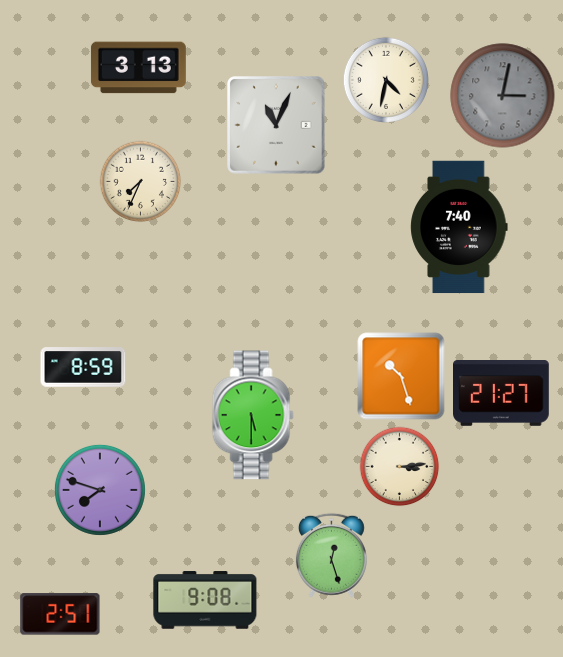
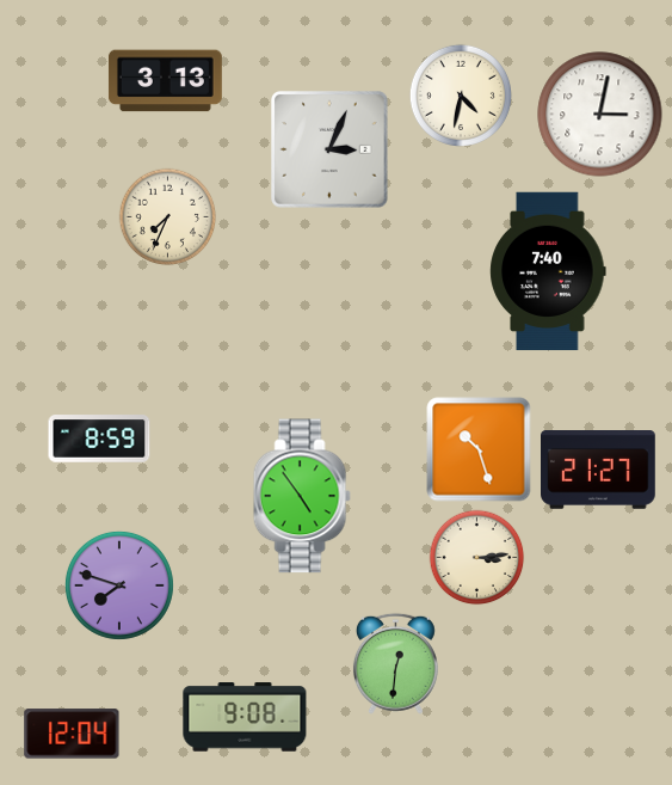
clock at (503, 96) dial: grey -> white
clock at (276, 125): 11:04 -> 3:04
clock at (253, 415): 5:30 -> 4:54
clock at (331, 555): 12:27 -> 12:31
clock at (60, 614): 2:51 -> 12:04
